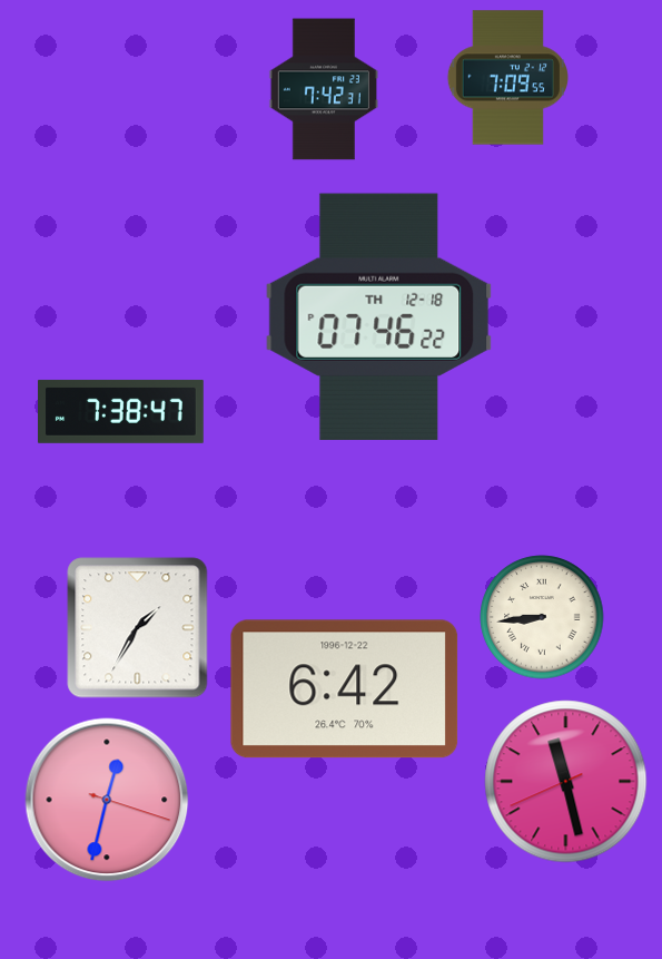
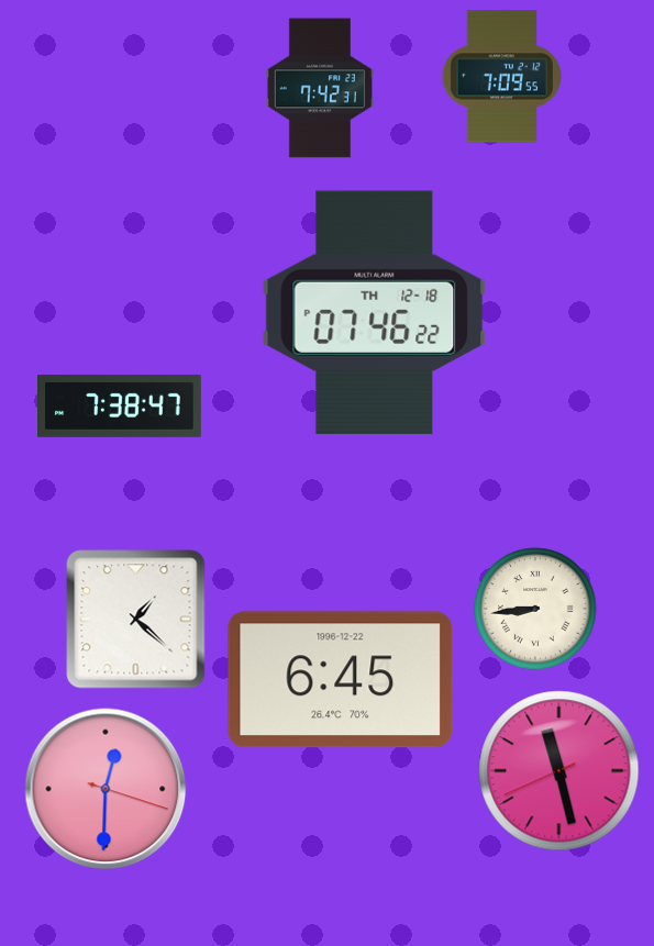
clock at (138, 628): 1:35 -> 1:22
clock at (345, 689): 6:42 -> 6:45
clock at (107, 800): 12:32 -> 12:30
